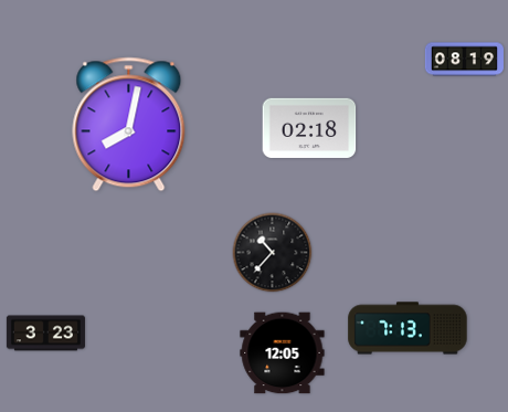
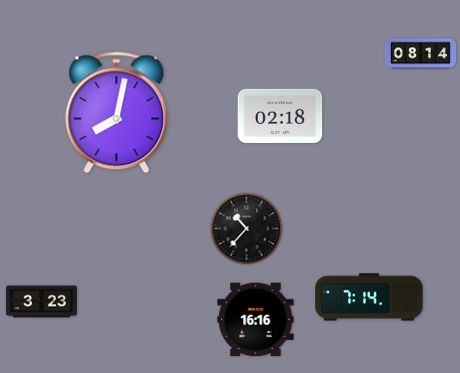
clock at (464, 60): 08:19 -> 08:14
clock at (408, 328): 7:13 -> 7:14
clock at (283, 353): 12:05 -> 16:16
